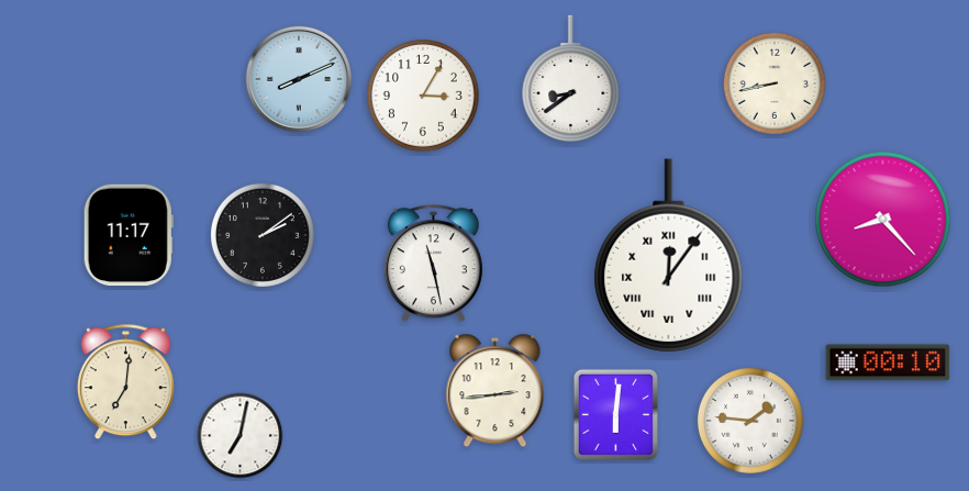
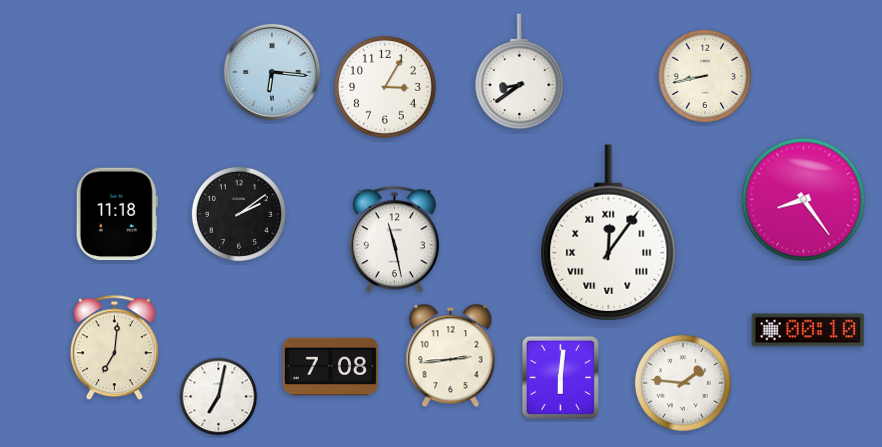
clock at (299, 79): 8:11 -> 6:16
clock at (883, 220): 8:23 -> 8:24
clock at (129, 235): 11:17 -> 11:18
clock at (330, 367): none -> 7:08
